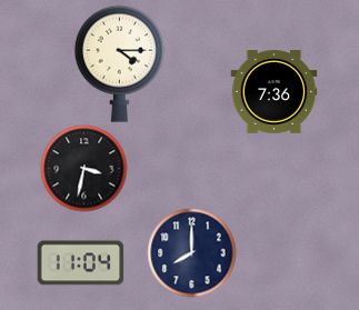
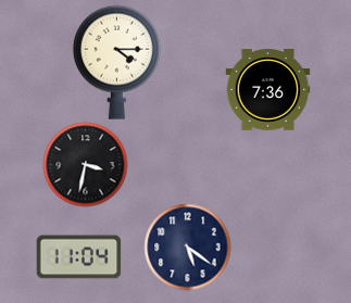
clock at (83, 168) position: (83, 168) -> (85, 164)
clock at (191, 252): 8:00 -> 5:21
